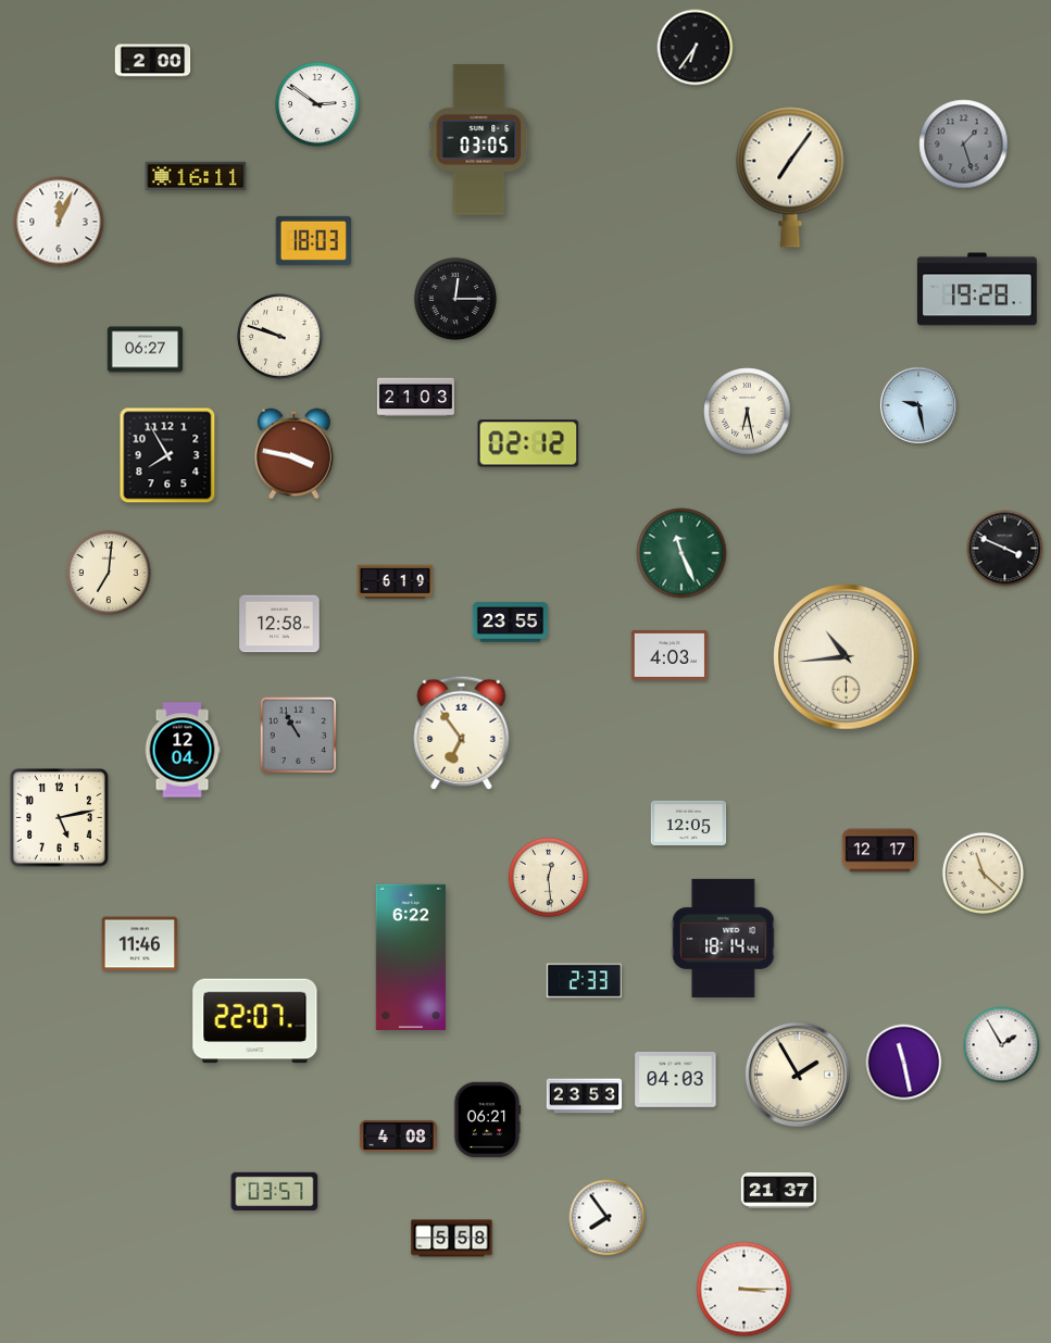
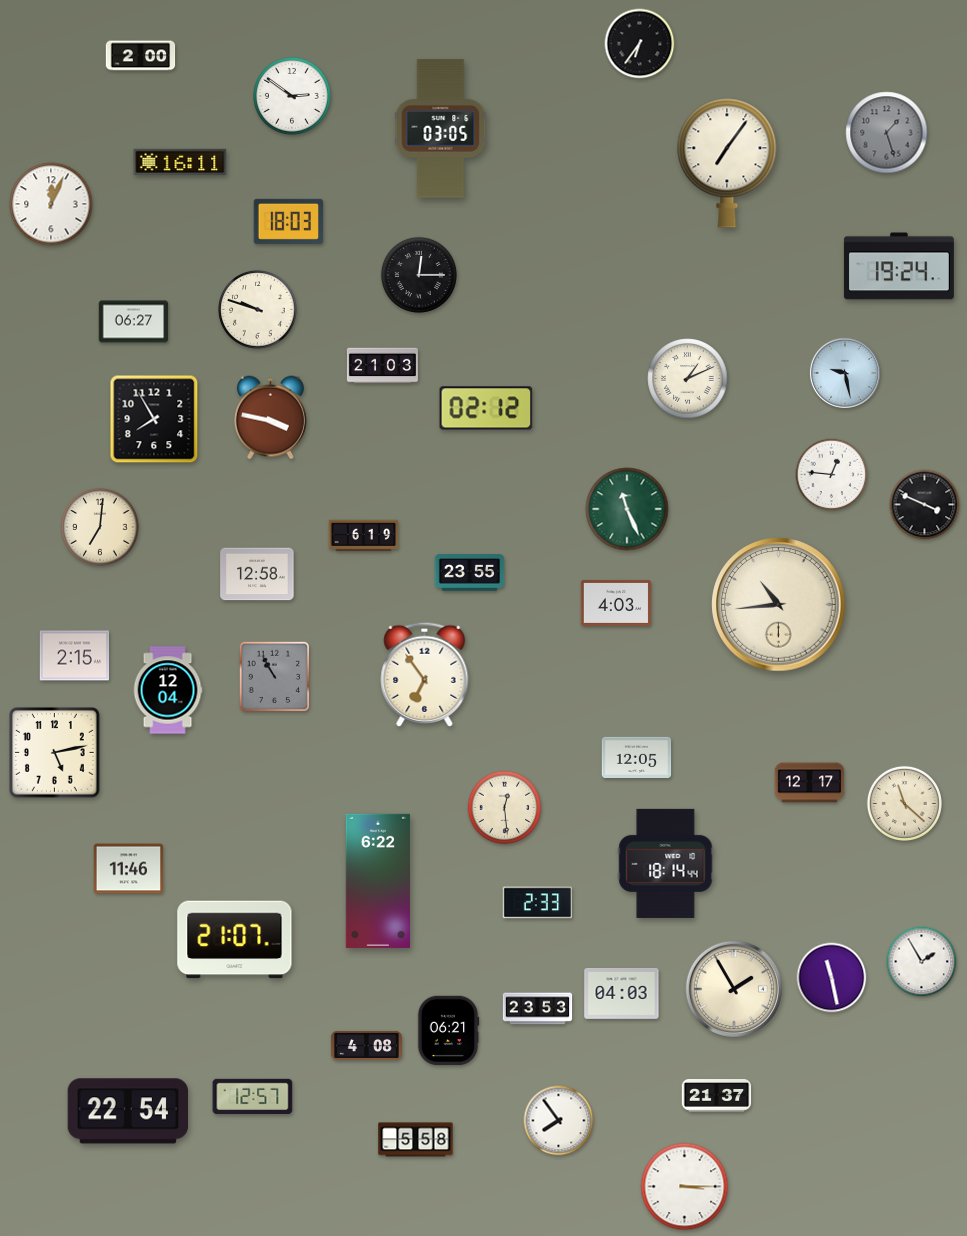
clock at (59, 222) position: (59, 222) -> (51, 204)
clock at (977, 289): 19:28 -> 19:24
clock at (748, 412): 6:28 -> 1:11
clock at (832, 475): none -> 12:46
clock at (75, 656): none -> 2:15
clock at (689, 823) position: (689, 823) -> (637, 757)
clock at (255, 1021): 22:07 -> 21:07
clock at (275, 1192): 03:57 -> 12:57
clock at (128, 1111): none -> 22:54
